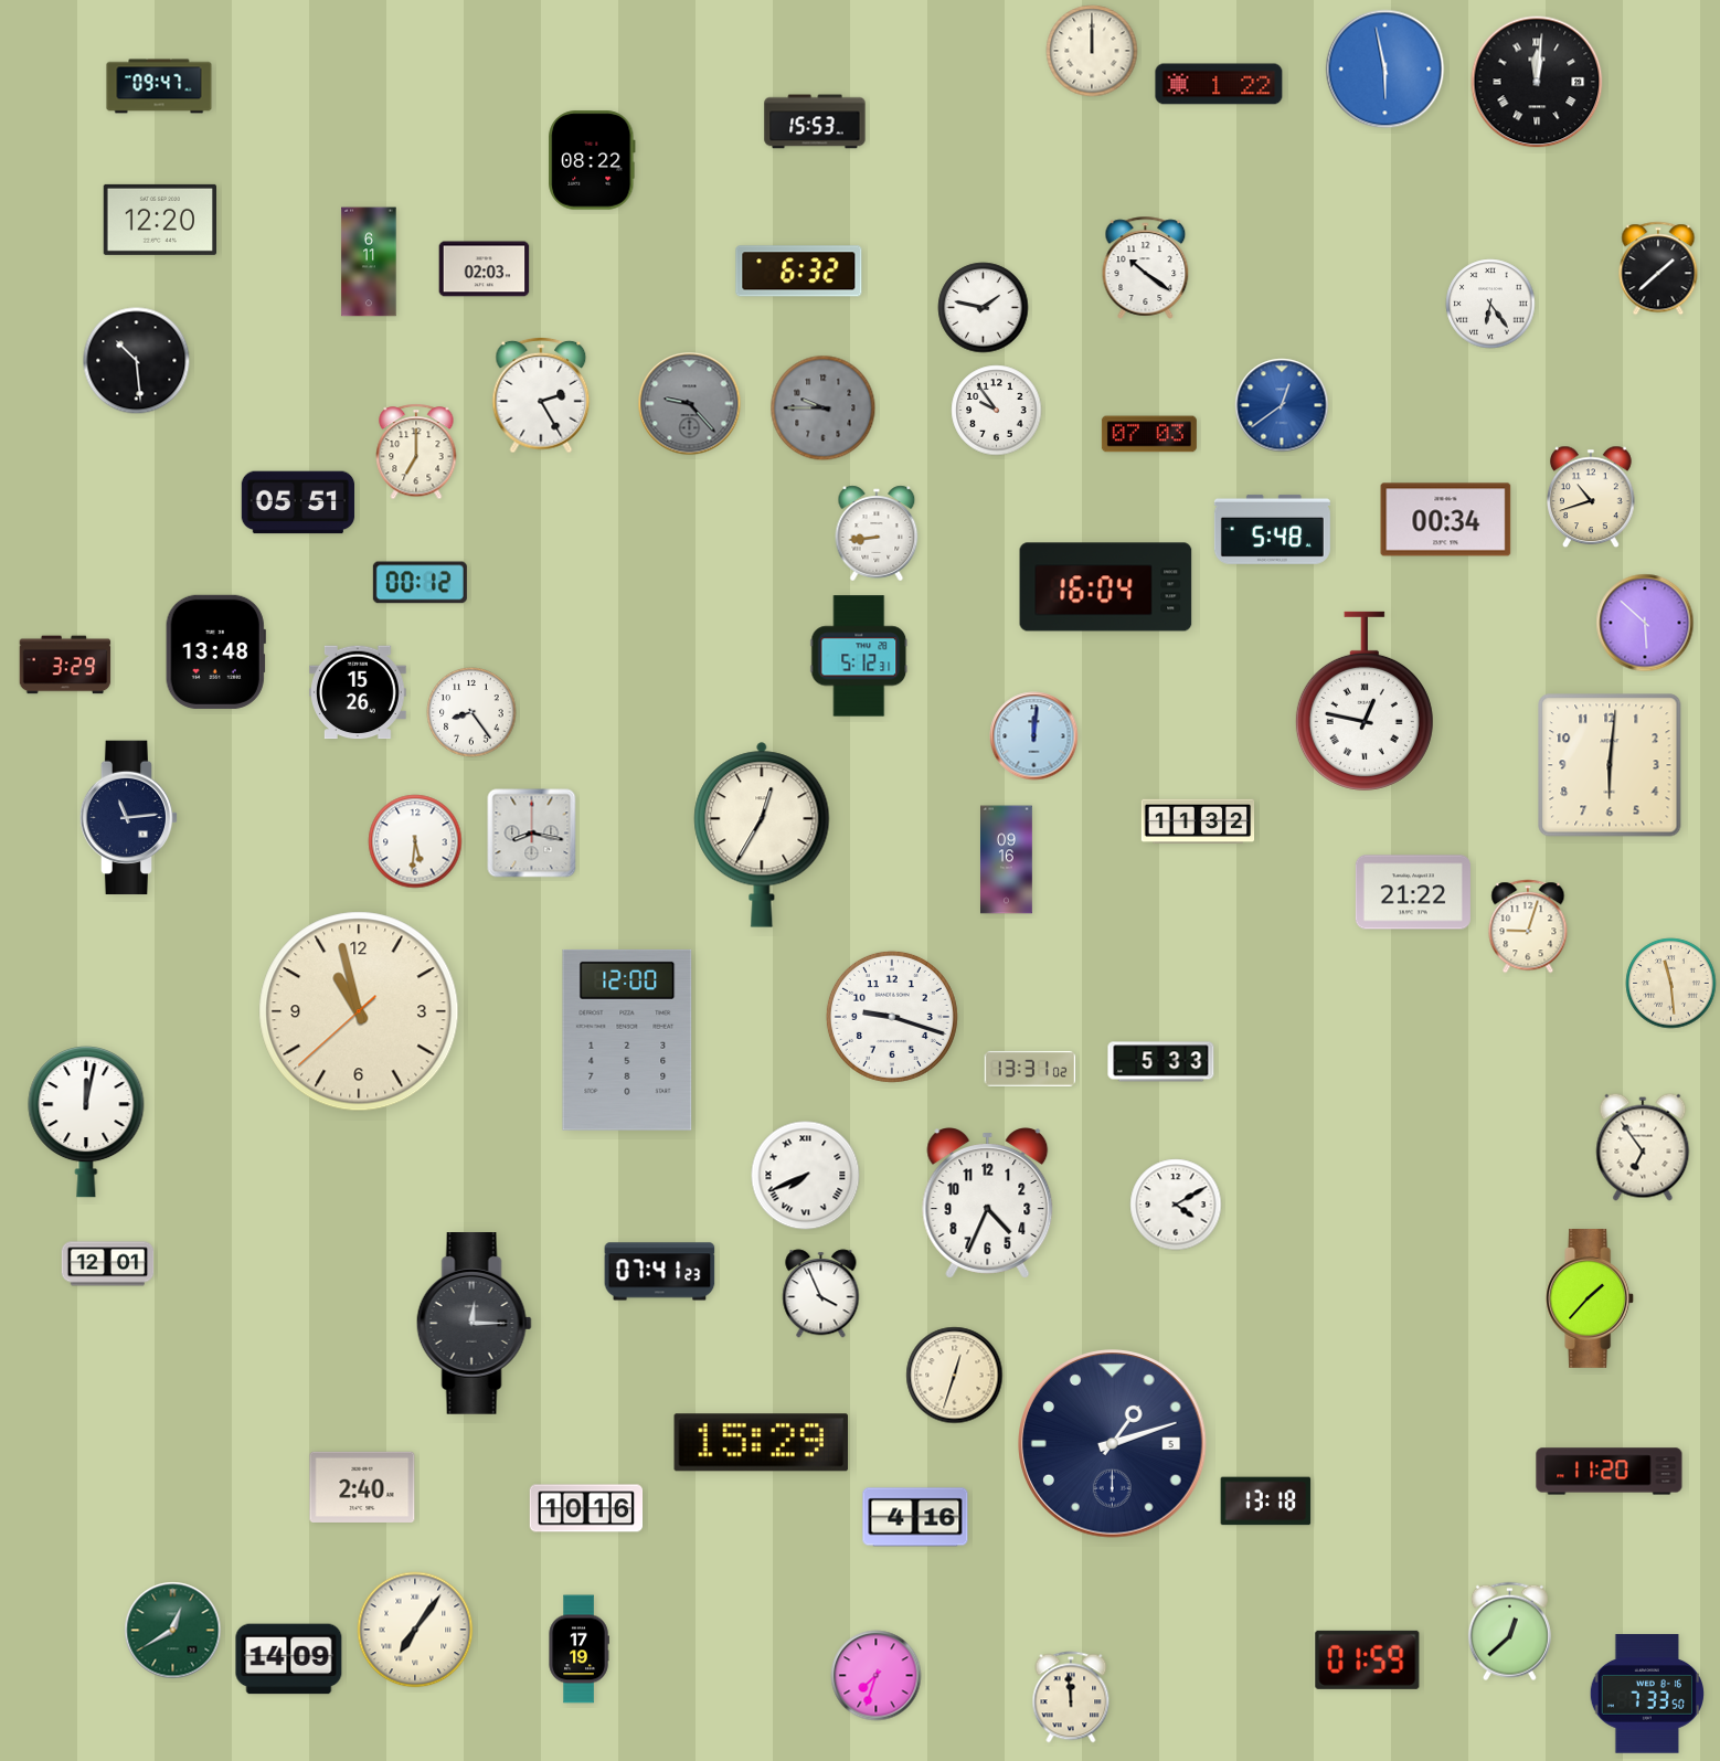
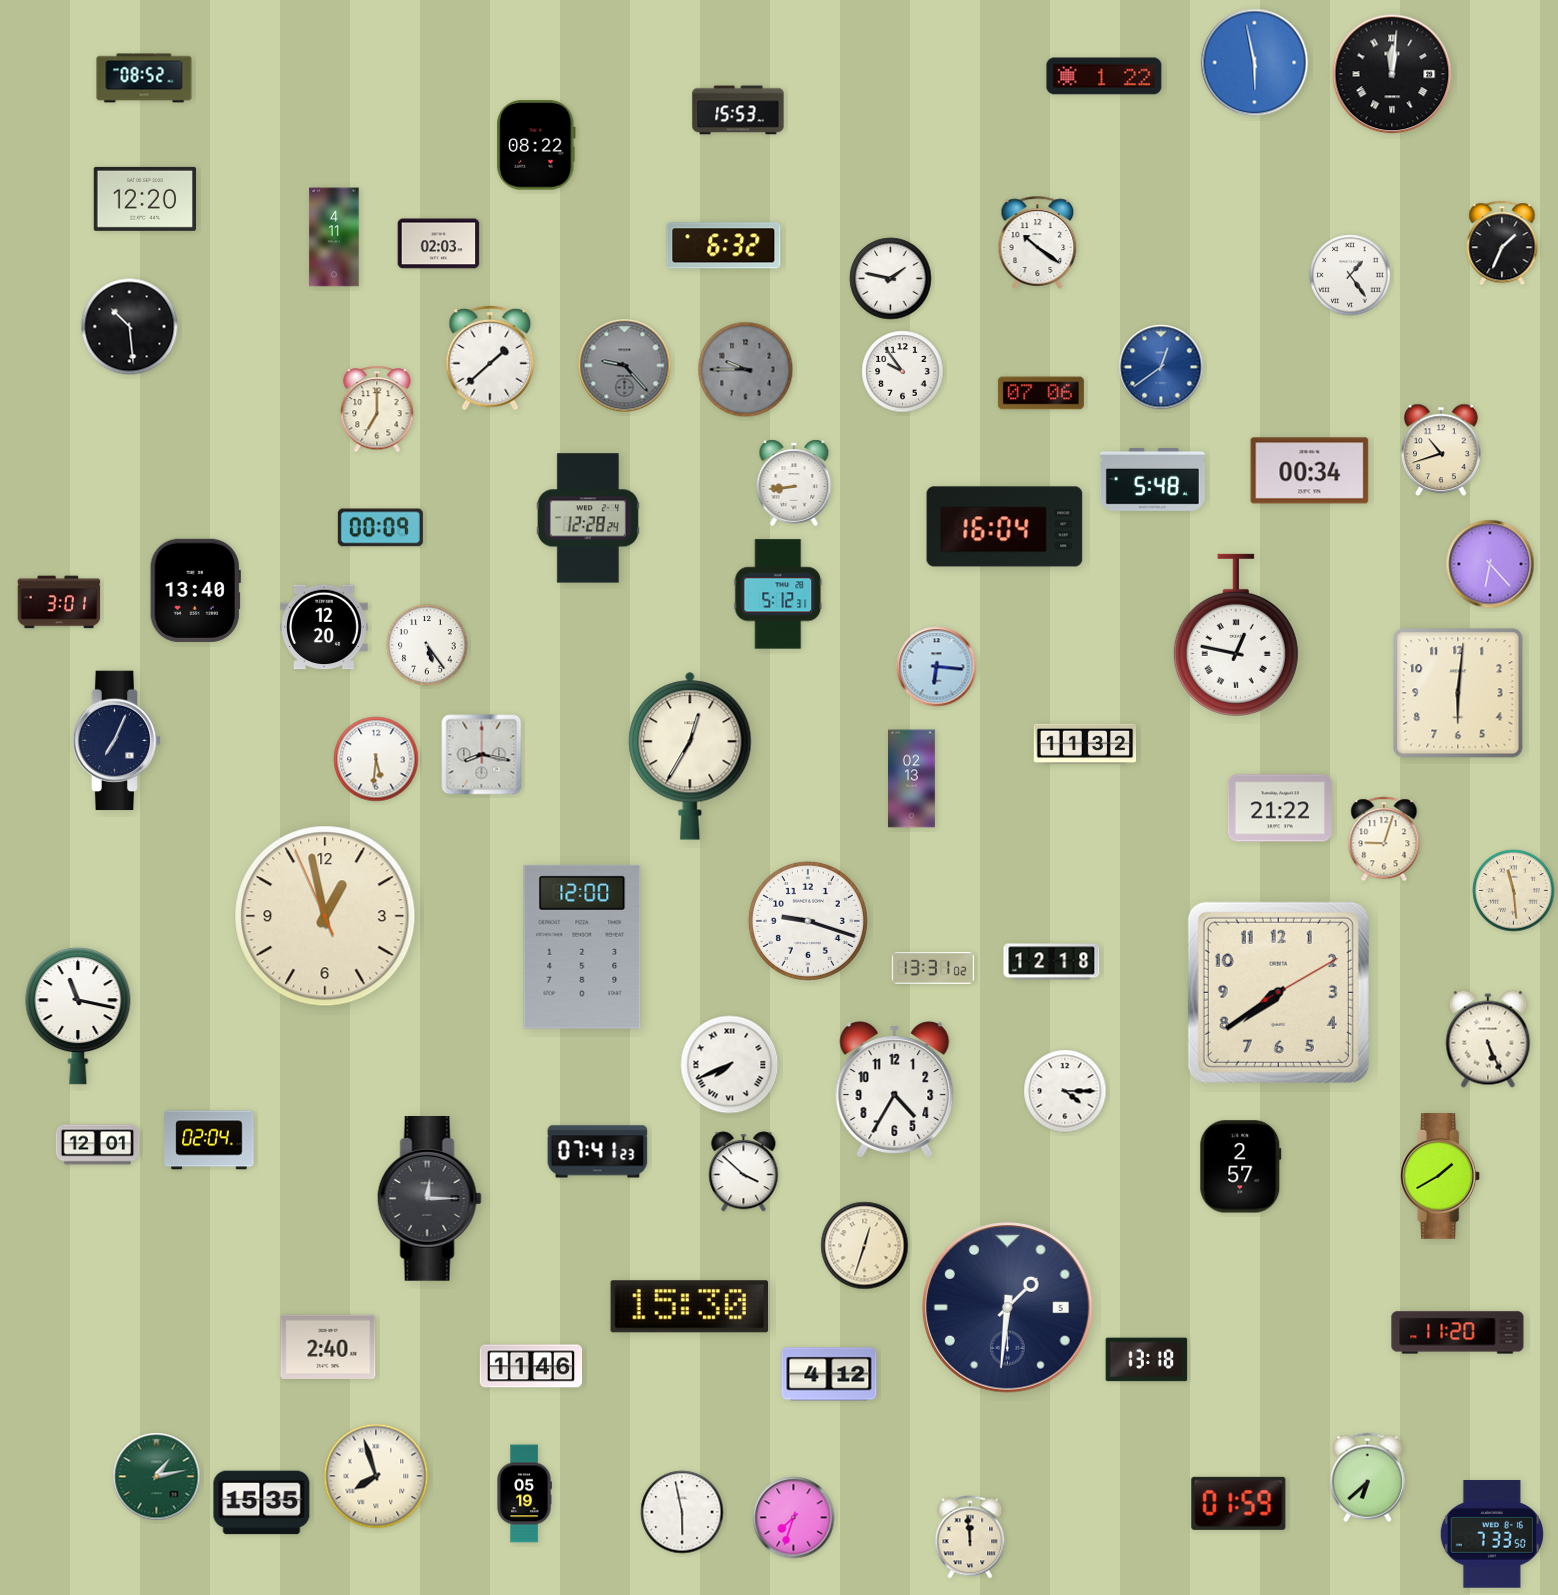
clock at (1092, 51): 12:00 -> none
clock at (159, 86): 09:47 -> 08:52
clock at (369, 262): 6:11 -> 4:11
clock at (1658, 268): 1:38 -> 1:34
clock at (1490, 304): 6:24 -> 1:24
clock at (137, 361) position: (137, 361) -> (130, 327)
clock at (541, 395): 2:25 -> 1:38
clock at (1149, 434): 07:03 -> 07:06
clock at (298, 502): 05:51 -> none
clock at (588, 518): none -> 12:28
clock at (420, 583): 00:12 -> 00:09
clock at (1106, 587) position: (1106, 587) -> (1005, 527)
clock at (1645, 623): 5:52 -> 6:23
clock at (215, 651): 13:48 -> 13:40
clock at (65, 665): 3:29 -> 3:01
clock at (359, 692): 15:26 -> 12:20
clock at (471, 712): 8:24 -> 5:24
clock at (1034, 736): 12:01 -> 6:16
clock at (129, 818): 11:14 -> 7:04
clock at (415, 841) position: (415, 841) -> (376, 759)
clock at (1007, 860): 09:16 -> 02:13
clock at (359, 1011): 10:57 -> 12:57
clock at (627, 1040) position: (627, 1040) -> (582, 947)
clock at (1161, 1062): 5:33 -> 12:18
clock at (1278, 992): none -> 7:39
clock at (86, 1122): 12:02 -> 11:17
clock at (1643, 1147): 6:54 -> 5:26
clock at (988, 1203): 4:34 -> 4:35
clock at (1176, 1205): 4:10 -> 4:15
clock at (209, 1140): none -> 02:04
clock at (1241, 1167): none -> 2:57
clock at (821, 1294): 3:56 -> 3:52
clock at (1591, 1299): 1:37 -> 1:40
clock at (761, 1443): 15:29 -> 15:30
clock at (1113, 1444): 1:12 -> 1:31
clock at (586, 1508): 10:16 -> 11:46
clock at (915, 1517): 4:16 -> 4:12
clock at (415, 1630): 7:06 -> 7:57
clock at (173, 1631): 12:40 -> 1:13
clock at (1509, 1632): 12:38 -> 6:38
clock at (578, 1649): 17:19 -> 05:19
clock at (289, 1659): 14:09 -> 15:35
clock at (682, 1512): none -> 5:58
